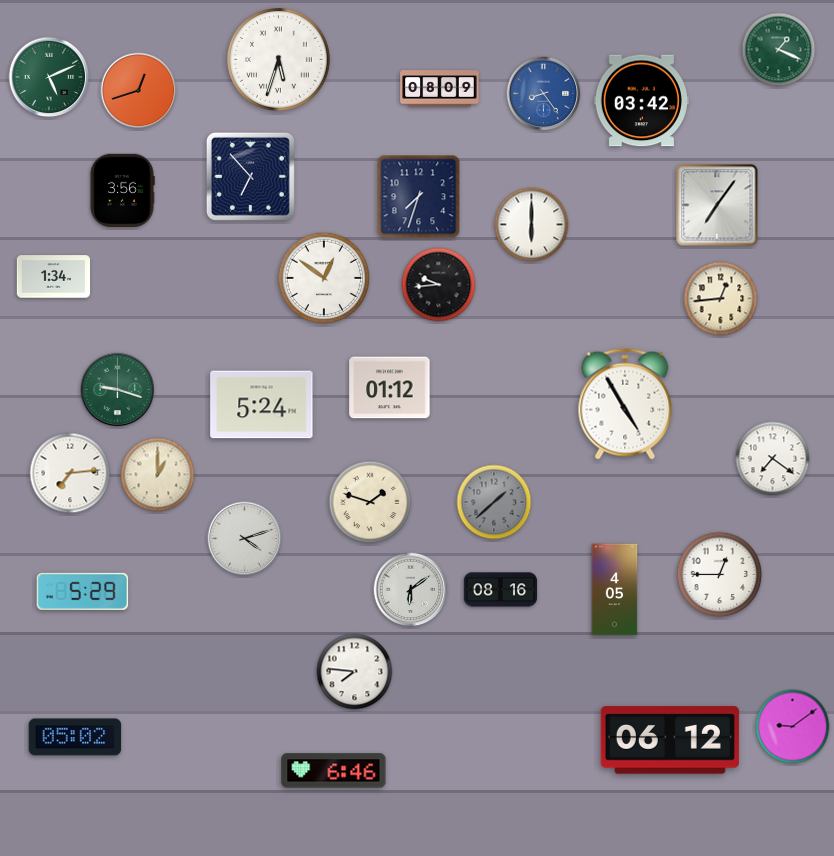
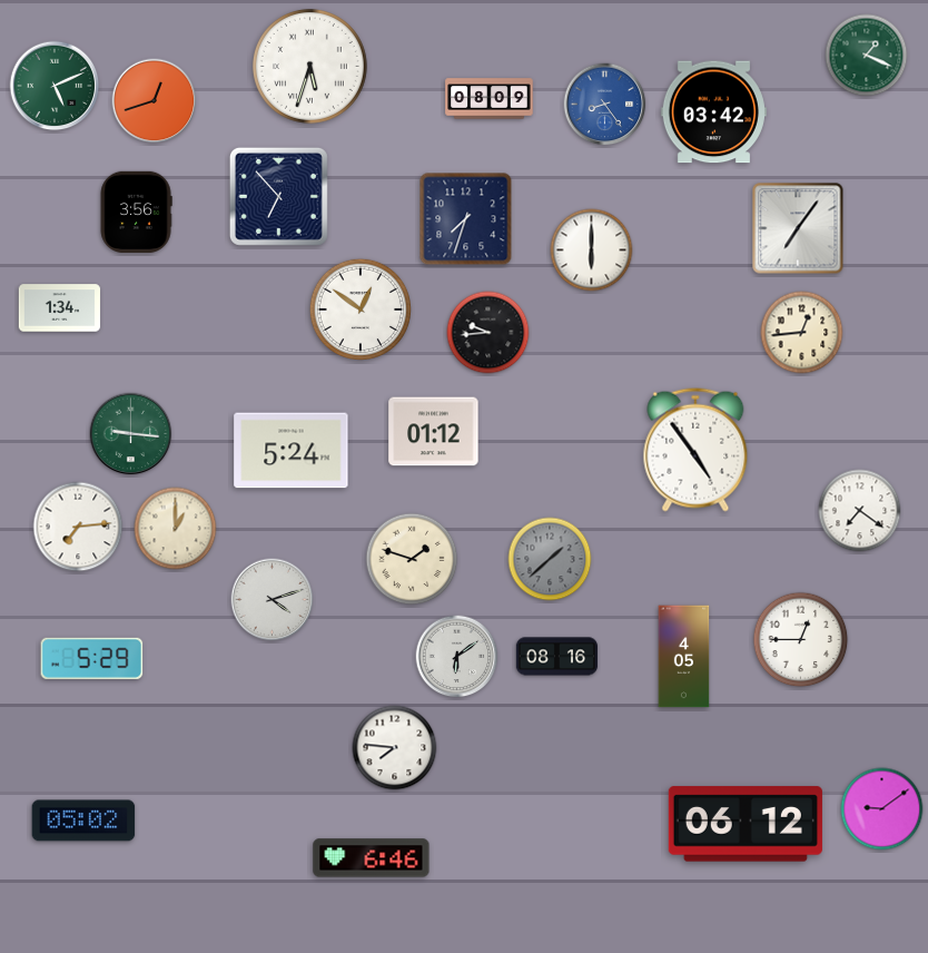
clock at (439, 285) position: (439, 285) -> (488, 333)
clock at (118, 390): 9:18 -> 9:16
clock at (625, 404): 4:55 -> 4:54
